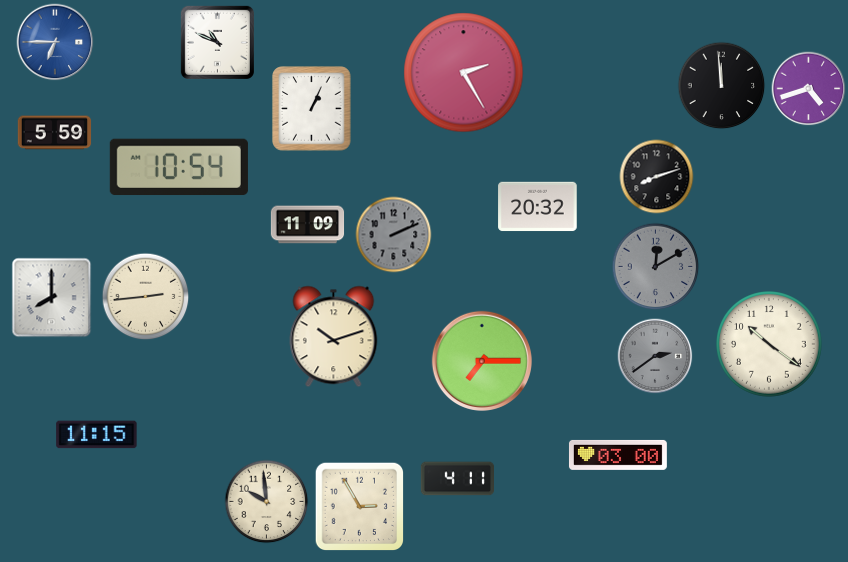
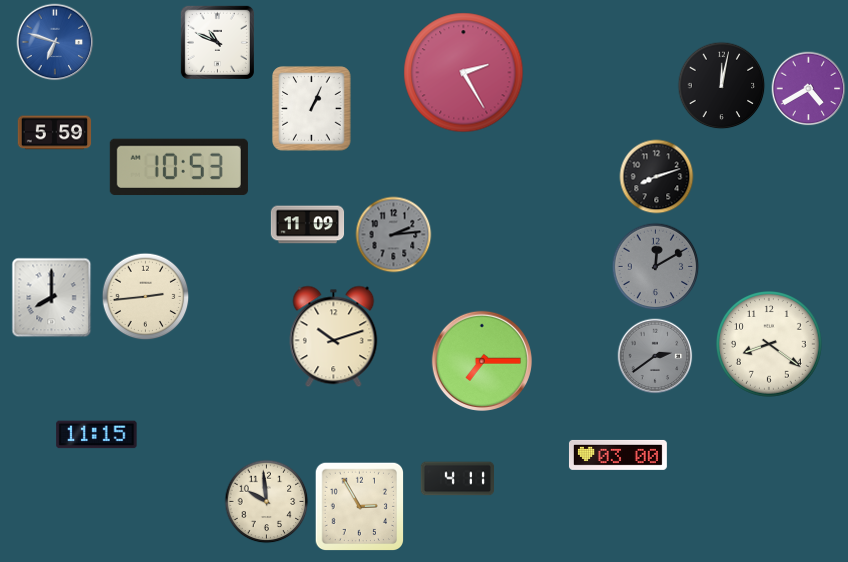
clock at (55, 42): 6:45 -> 6:48
clock at (722, 86): 11:59 -> 12:02
clock at (809, 89): 4:42 -> 4:40
clock at (179, 167): 10:54 -> 10:53
clock at (538, 207): 20:32 -> none
clock at (394, 235): 2:11 -> 2:14
clock at (770, 345): 10:21 -> 8:21
